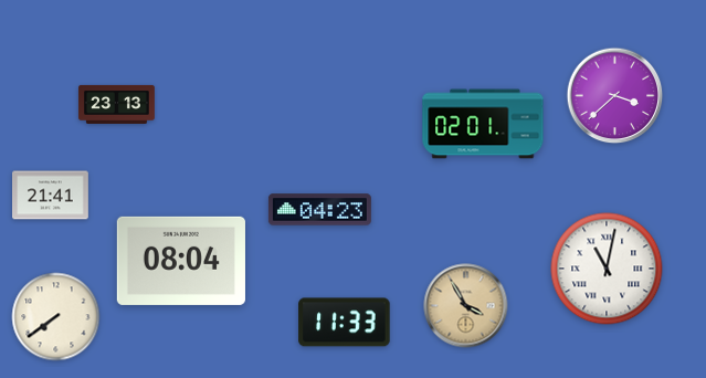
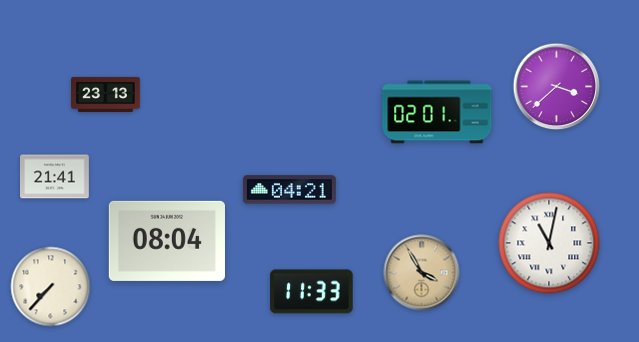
clock at (51, 196) position: (51, 196) -> (55, 177)
clock at (319, 210): 04:23 -> 04:21
clock at (181, 261) position: (181, 261) -> (167, 241)
clock at (466, 306) position: (466, 306) -> (422, 273)
clock at (56, 317): 7:39 -> 7:37
